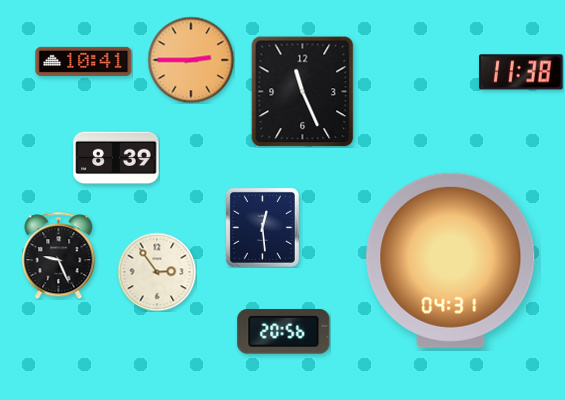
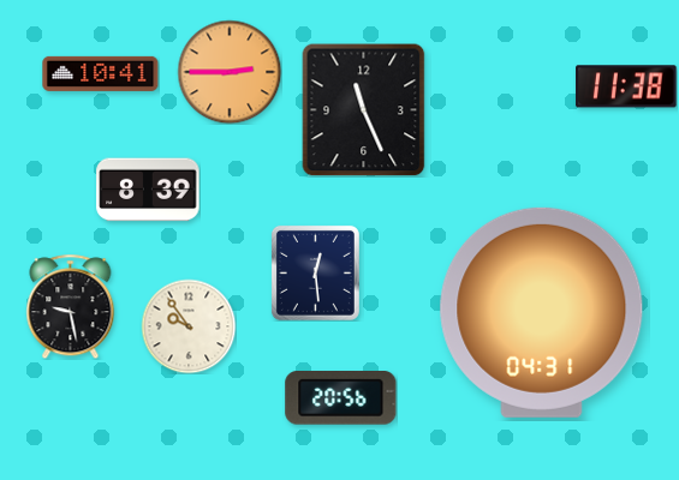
clock at (116, 158) position: (116, 158) -> (148, 190)
clock at (59, 255): 9:26 -> 9:28
clock at (157, 272): 2:54 -> 9:54
